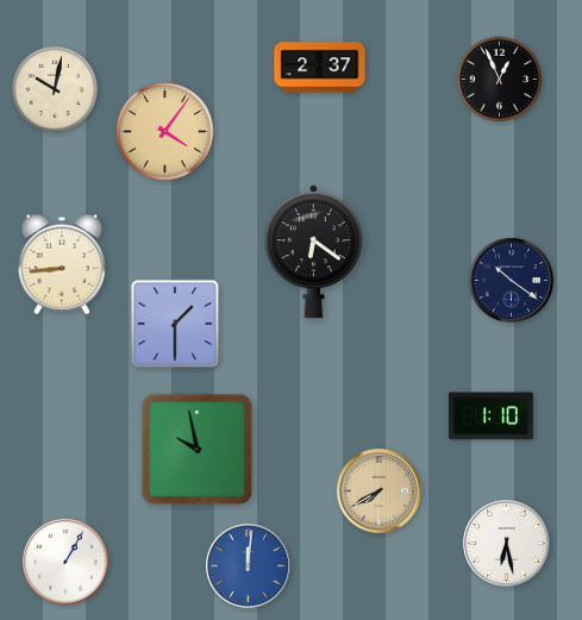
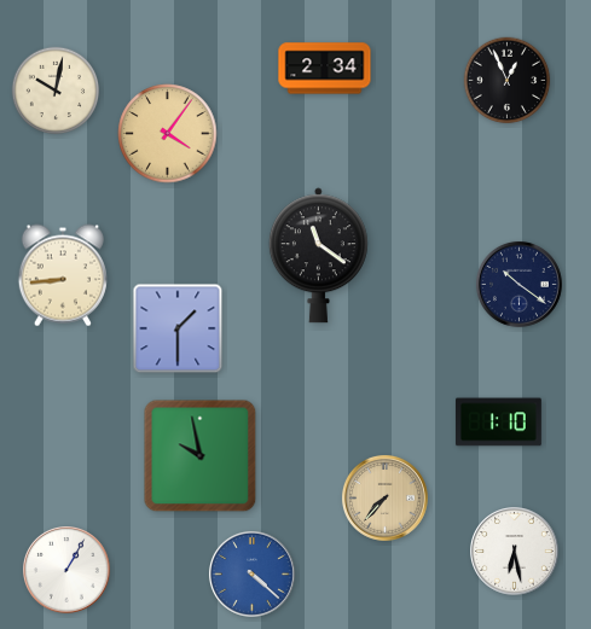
clock at (320, 68): 2:37 -> 2:34
clock at (313, 252): 6:21 -> 11:21
clock at (62, 264) position: (62, 264) -> (63, 275)
clock at (378, 490): 7:40 -> 7:37
clock at (248, 565): 12:01 -> 4:22
